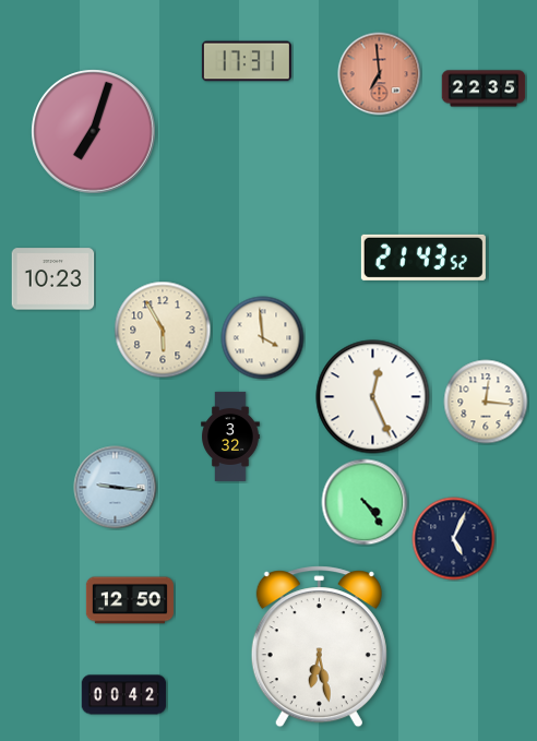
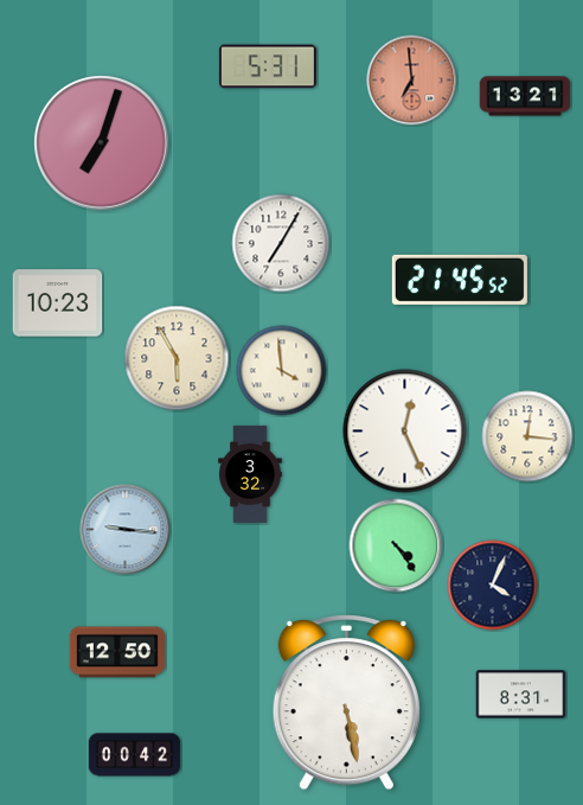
clock at (247, 61): 17:31 -> 5:31
clock at (484, 88): 22:35 -> 13:21
clock at (281, 243): none -> 7:05
clock at (423, 258): 21:43 -> 21:45
clock at (263, 338) position: (263, 338) -> (282, 371)
clock at (454, 539): 5:04 -> 4:04
clock at (130, 600) position: (130, 600) -> (117, 652)
clock at (521, 695): none -> 8:31
clock at (319, 647): 6:28 -> 5:28
